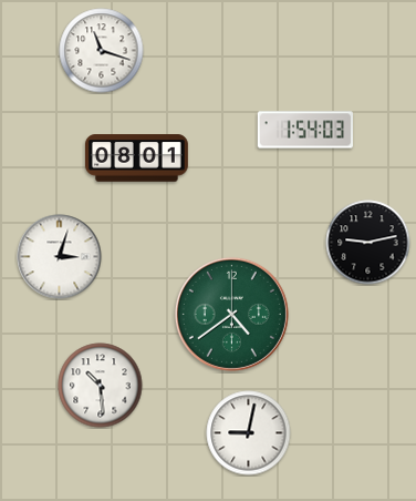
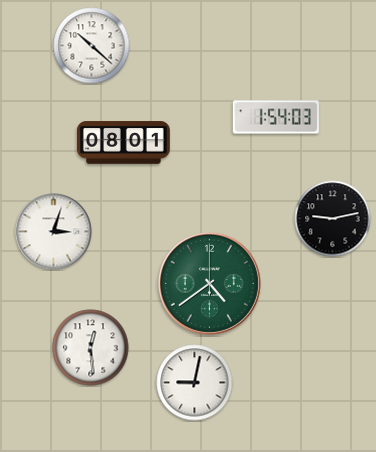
clock at (102, 51): 11:18 -> 10:22
clock at (101, 386): 10:29 -> 12:29
clock at (249, 433) position: (249, 433) -> (195, 383)
